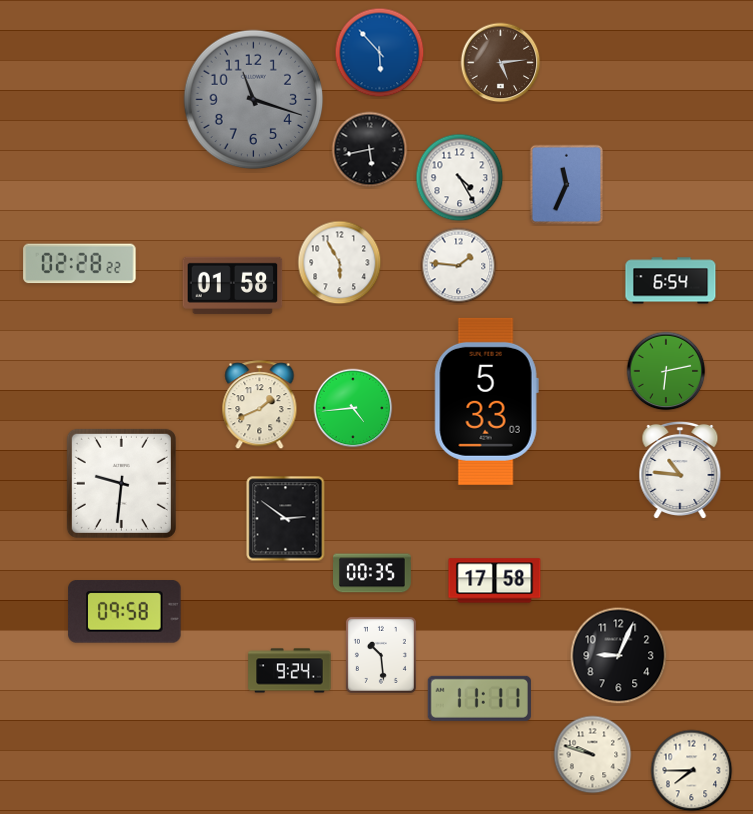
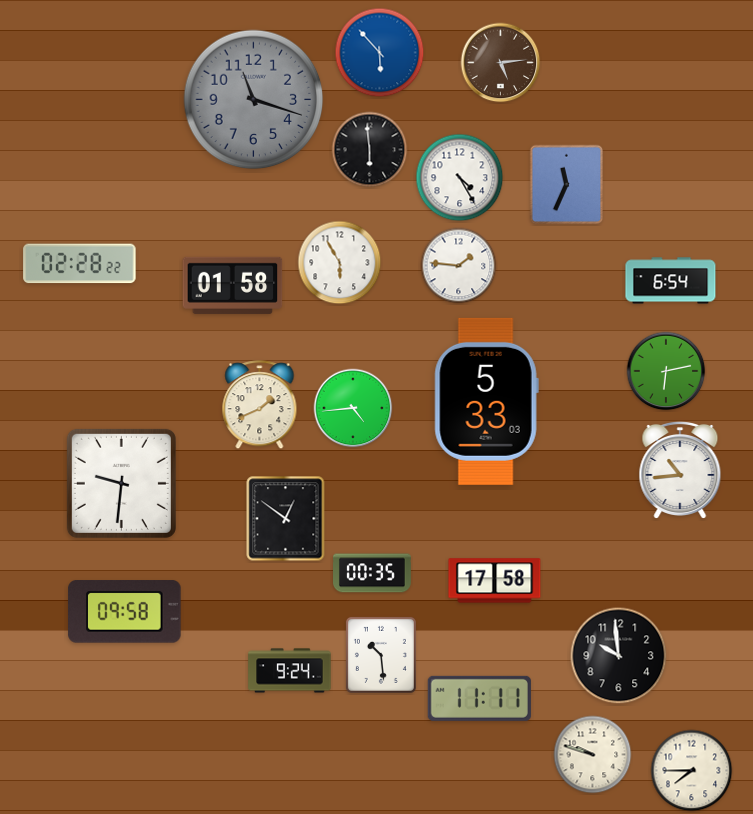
clock at (370, 150): 5:43 -> 5:59
clock at (680, 469): 10:46 -> 10:44
clock at (286, 519): 2:51 -> 12:51
clock at (619, 656): 9:04 -> 9:59
